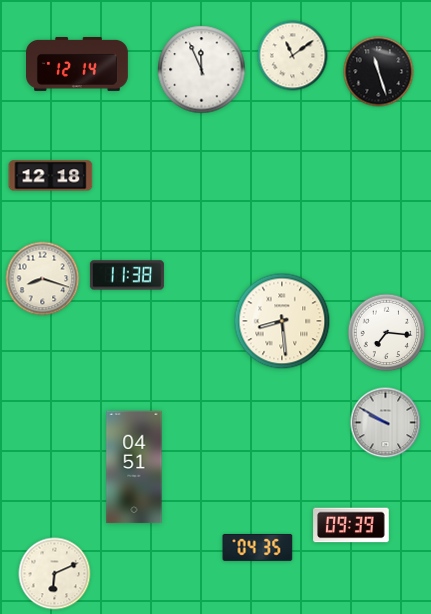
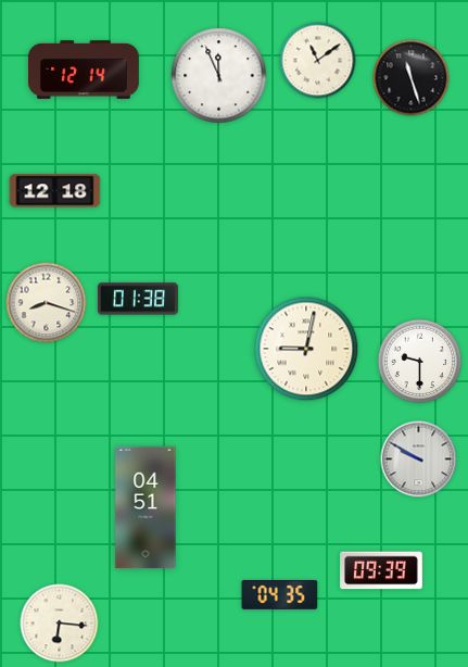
clock at (127, 275): 11:38 -> 01:38
clock at (282, 321): 8:29 -> 9:02
clock at (387, 333): 7:16 -> 9:30
clock at (55, 574): 6:11 -> 6:16
